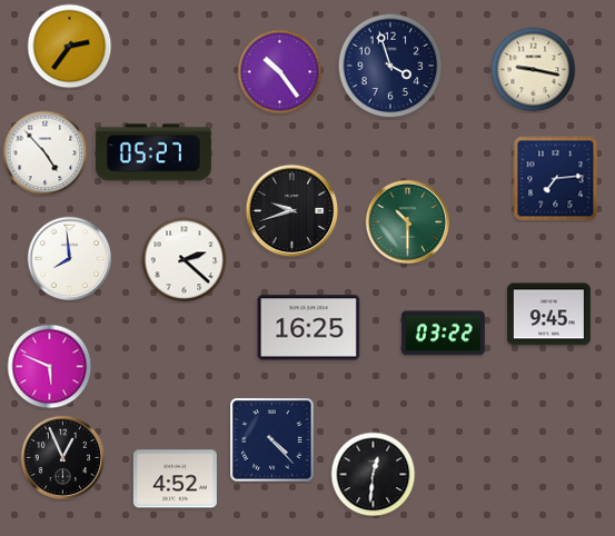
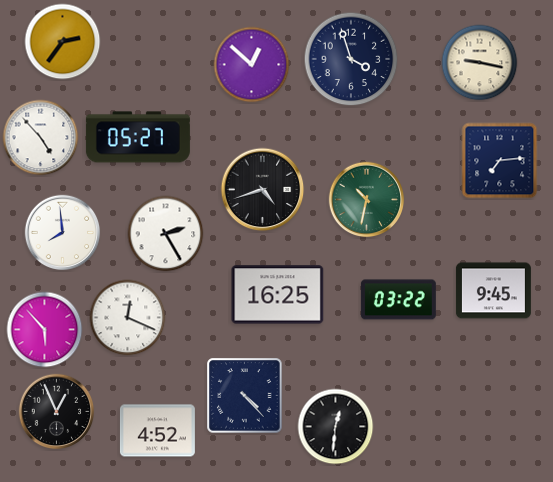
clock at (280, 72): 10:24 -> 12:52
clock at (292, 211): 9:42 -> 4:42
clock at (408, 222): 10:30 -> 10:32
clock at (185, 260): 2:22 -> 2:25
clock at (548, 315) position: (548, 315) -> (493, 291)
clock at (128, 318): none -> 12:19
clock at (50, 367): 5:49 -> 5:53
